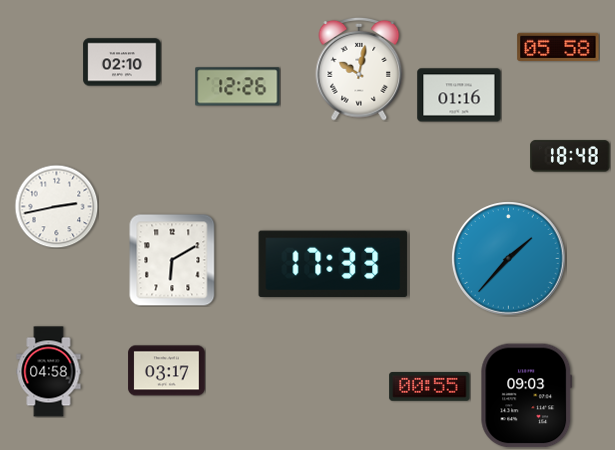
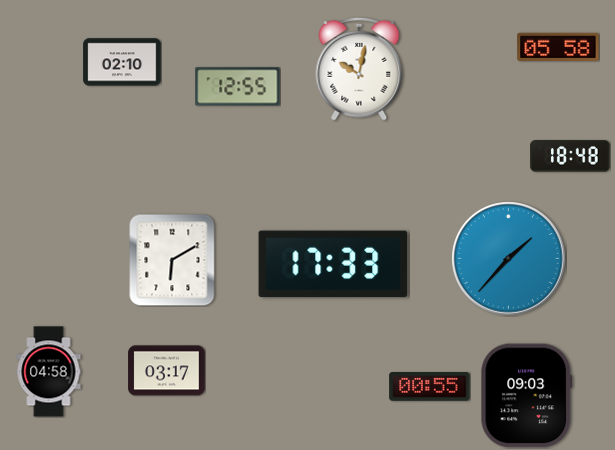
clock at (238, 87): 12:26 -> 12:55
clock at (459, 95): 01:16 -> none
clock at (56, 206): 2:43 -> none
